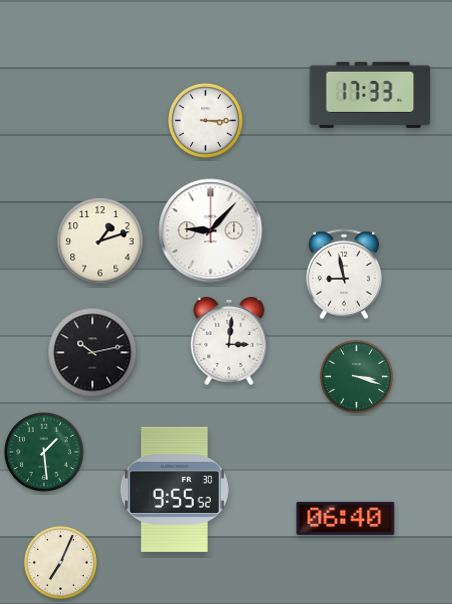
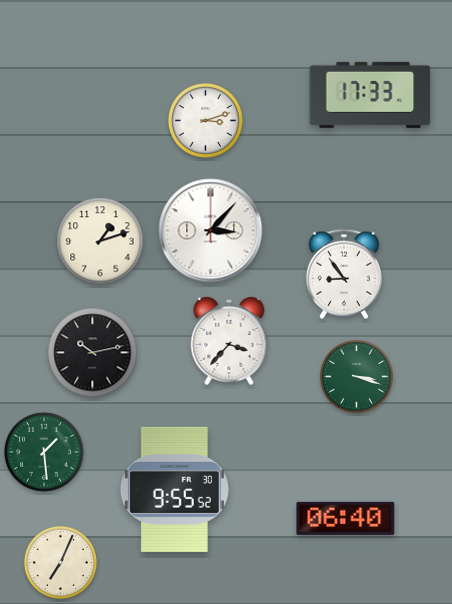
clock at (205, 120): 3:15 -> 3:12
clock at (211, 231): 9:07 -> 3:07
clock at (344, 274): 8:58 -> 8:54
clock at (229, 341): 3:01 -> 3:37
